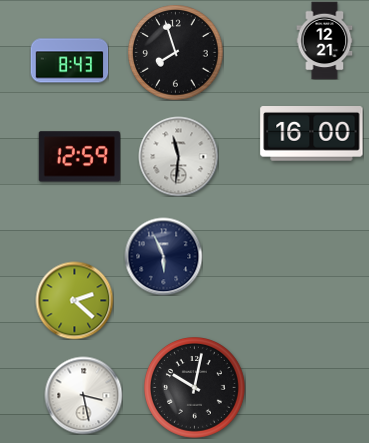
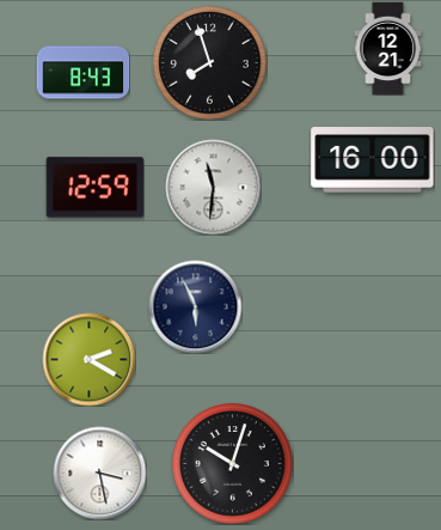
clock at (74, 300): 2:22 -> 2:20
clock at (195, 388): 10:02 -> 10:03
